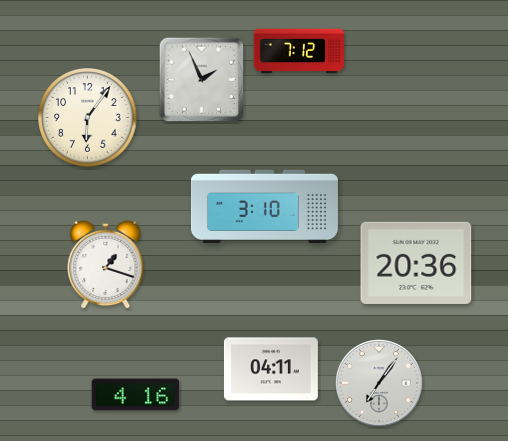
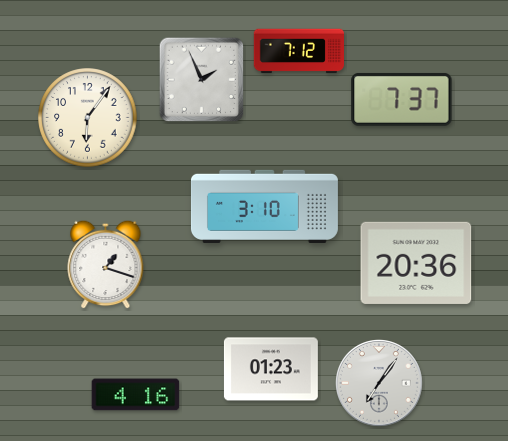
clock at (402, 99): none -> 7:37
clock at (271, 369): 04:11 -> 01:23
